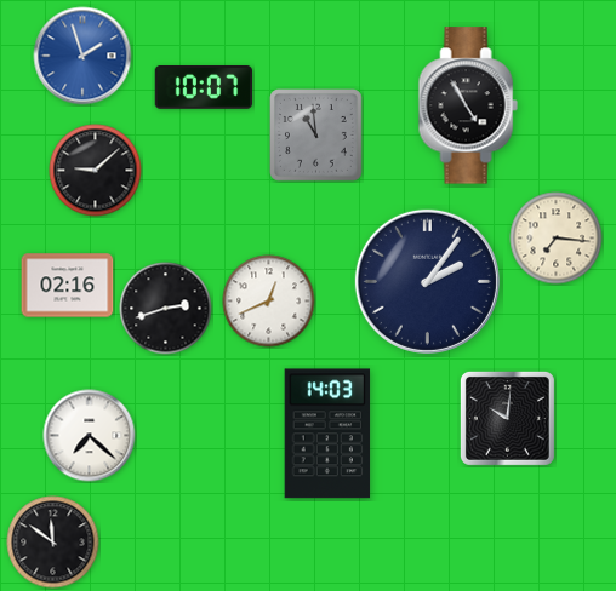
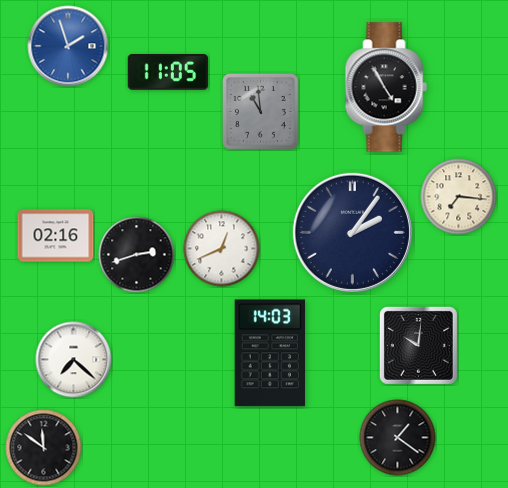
clock at (204, 88): 10:07 -> 11:05
clock at (96, 171): 9:08 -> none
clock at (327, 434) position: (327, 434) -> (270, 353)
clock at (398, 438): none -> 1:21
